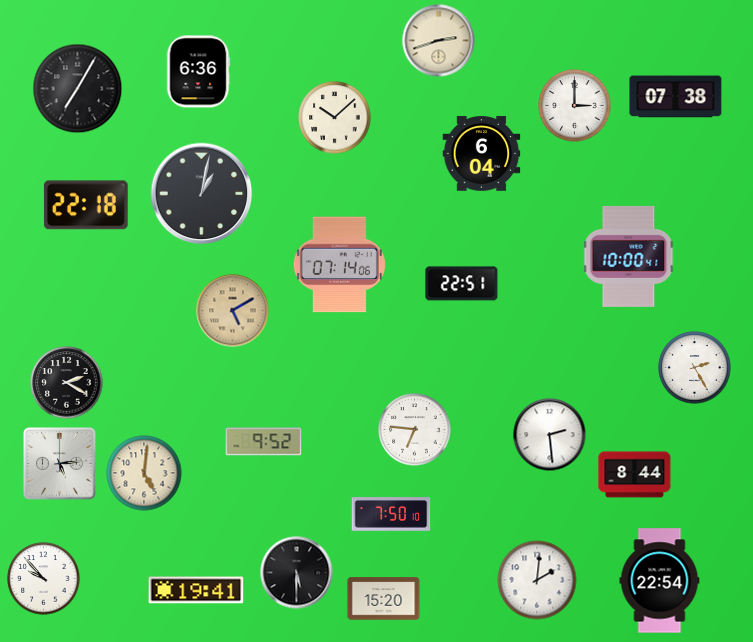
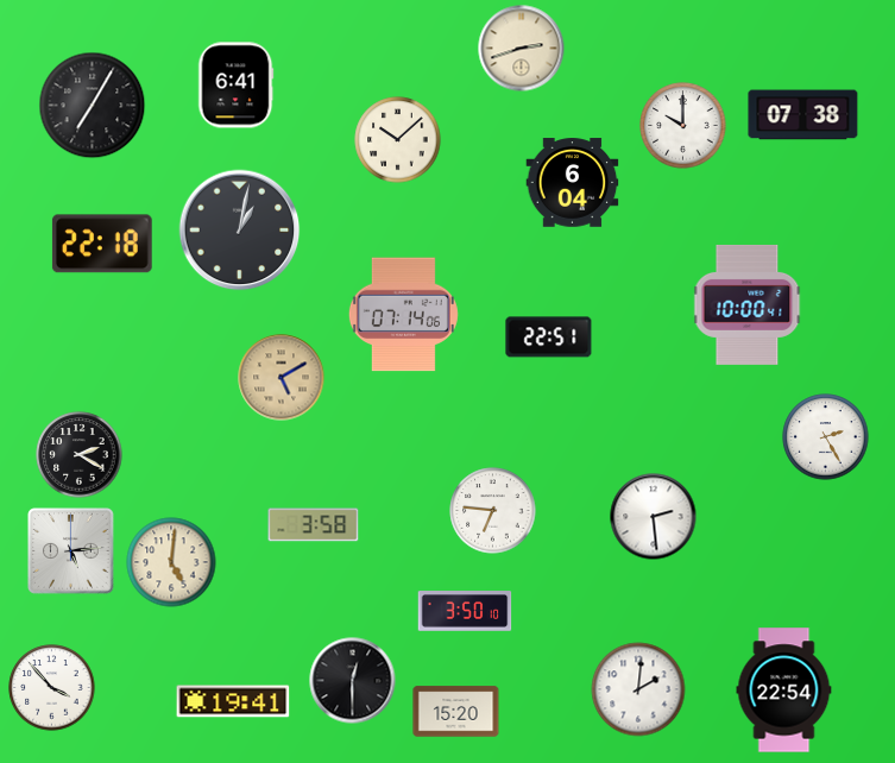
clock at (198, 72): 6:36 -> 6:41
clock at (575, 106): 3:00 -> 10:00
clock at (233, 311) position: (233, 311) -> (282, 378)
clock at (264, 442): 9:52 -> 3:58
clock at (635, 475): 8:44 -> none
clock at (391, 514): 7:50 -> 3:50
clock at (297, 573): 5:30 -> 12:30
clock at (44, 579): 9:53 -> 3:53
